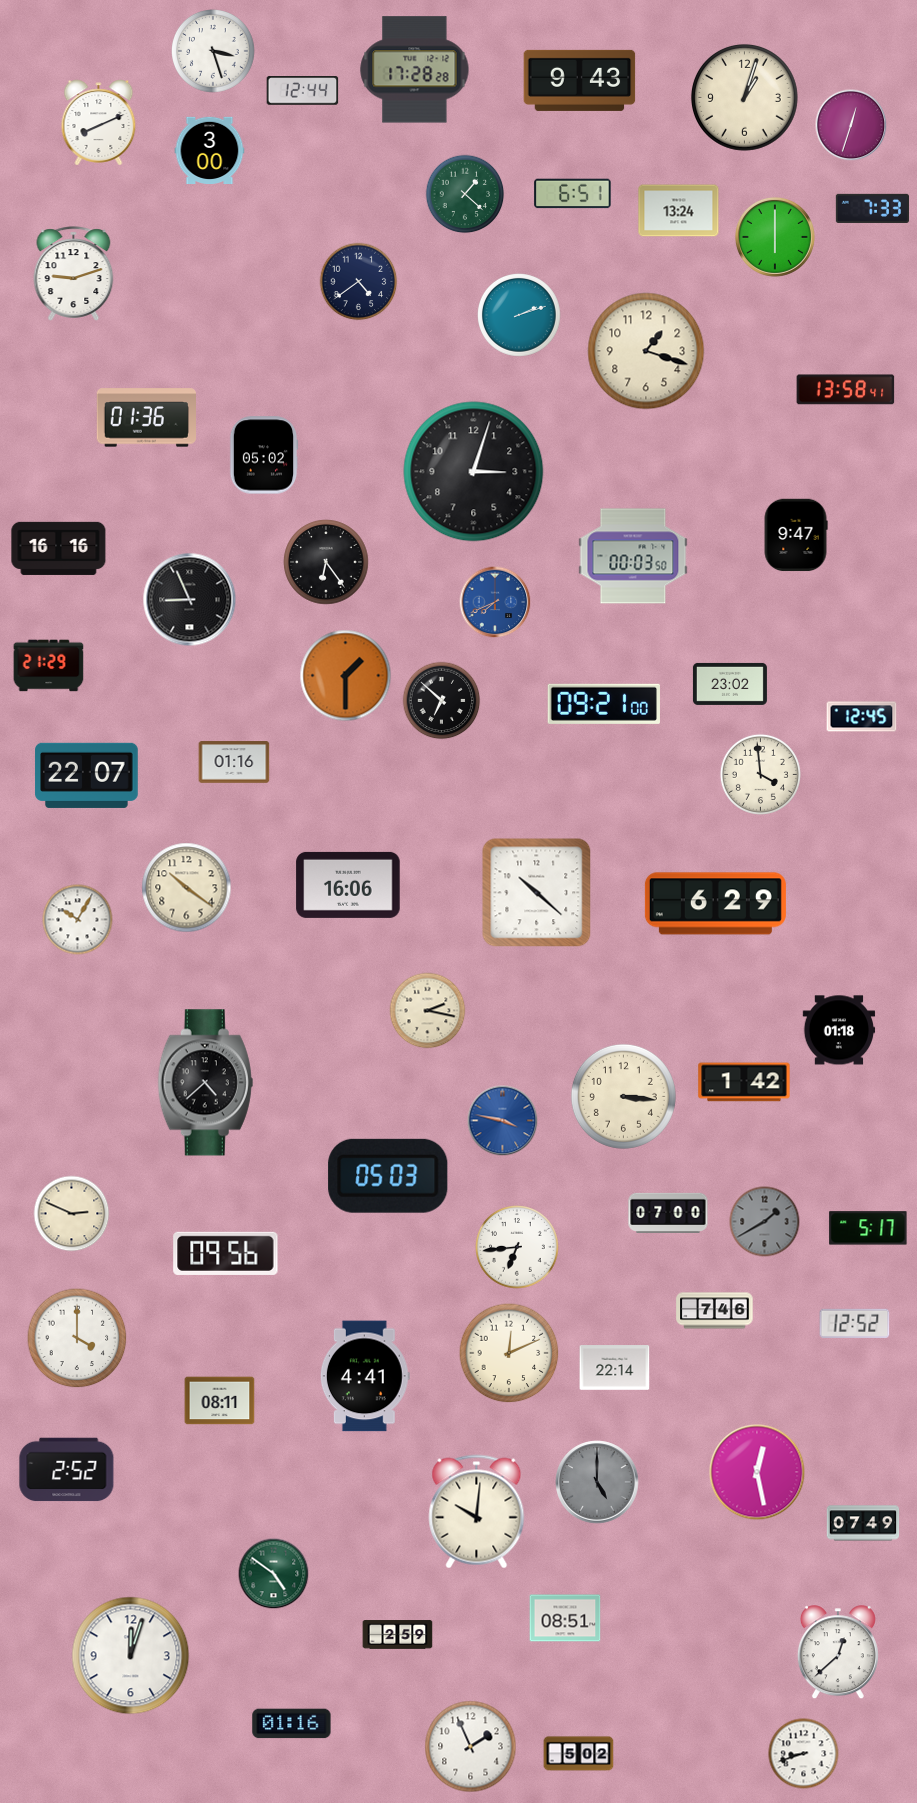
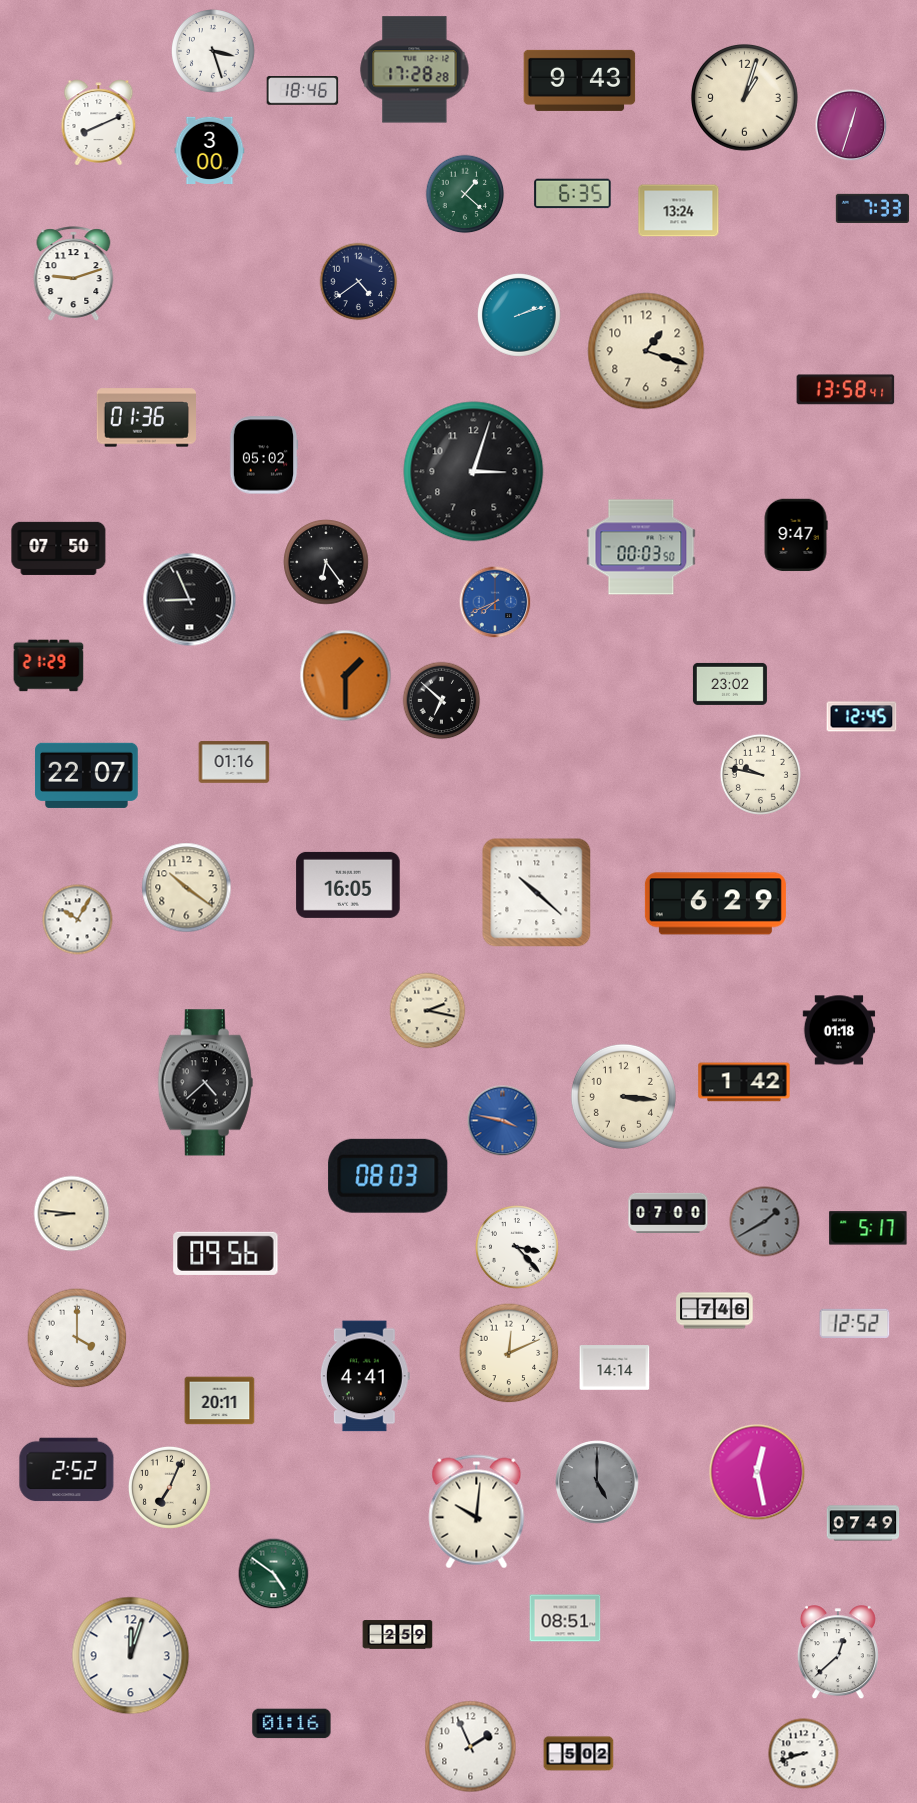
clock at (303, 91): 12:44 -> 18:46
clock at (573, 194): 6:51 -> 6:35
clock at (775, 237): 6:00 -> none
clock at (59, 548): 16:16 -> 07:50
clock at (633, 556) position: (633, 556) -> (641, 547)
clock at (604, 704): 09:21 -> none
clock at (760, 774): 3:59 -> 9:47
clock at (348, 885): 16:06 -> 16:05
clock at (388, 1176): 05:03 -> 08:03
clock at (72, 1214): 2:49 -> 8:46
clock at (518, 1248): 6:44 -> 3:23
clock at (615, 1368): 22:14 -> 14:14
clock at (220, 1401): 08:11 -> 20:11
clock at (169, 1487): none -> 7:04
